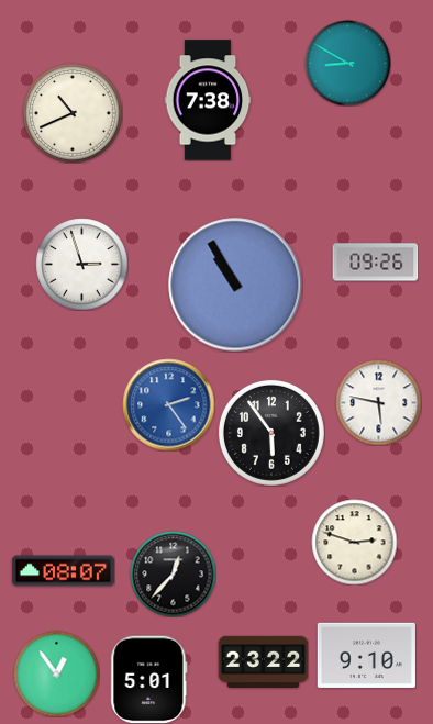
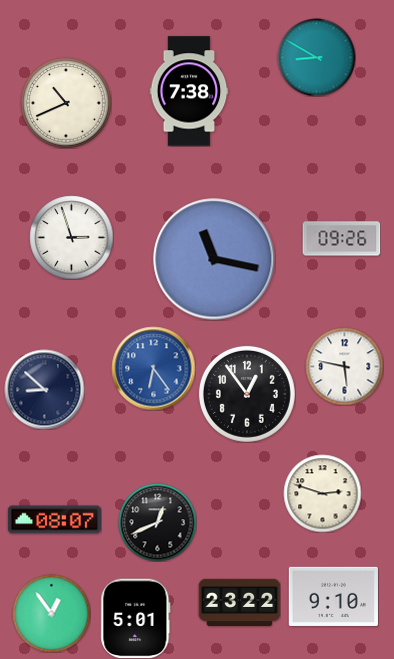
clock at (81, 264) position: (81, 264) -> (71, 237)
clock at (235, 285): 10:55 -> 11:17
clock at (168, 404): 2:24 -> 6:24
clock at (44, 389): none -> 8:52
clock at (271, 433): 5:54 -> 12:54
clock at (63, 571) position: (63, 571) -> (54, 520)
clock at (173, 573): 12:37 -> 12:41
